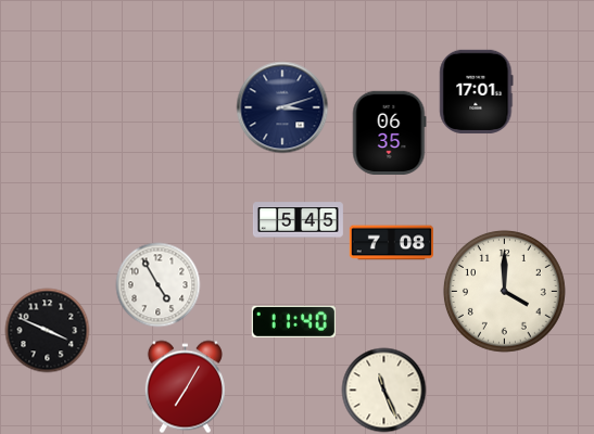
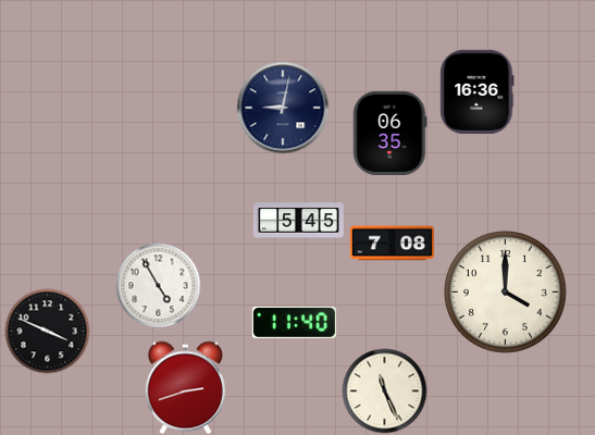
clock at (477, 91): 17:01 -> 16:36
clock at (282, 107): 3:12 -> 9:02
clock at (185, 386): 7:05 -> 2:42
